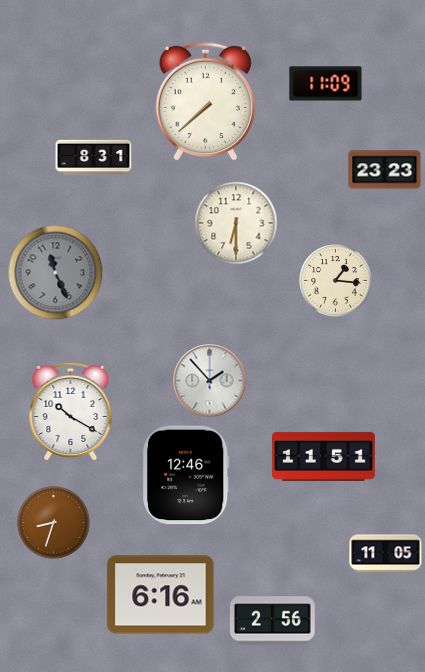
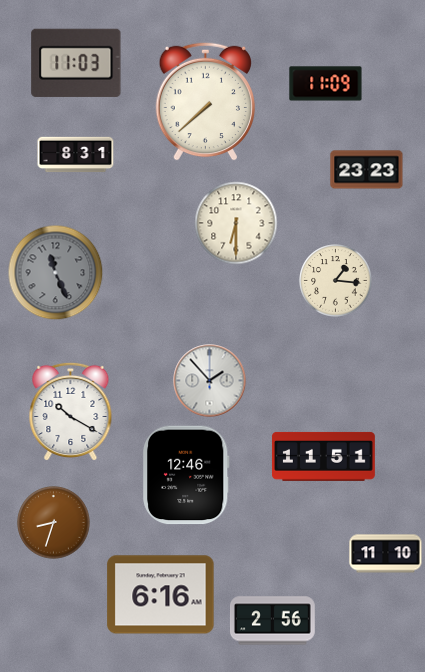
clock at (76, 63): none -> 11:03
clock at (94, 158) position: (94, 158) -> (76, 155)
clock at (385, 170) position: (385, 170) -> (367, 170)
clock at (386, 554): 11:05 -> 11:10
